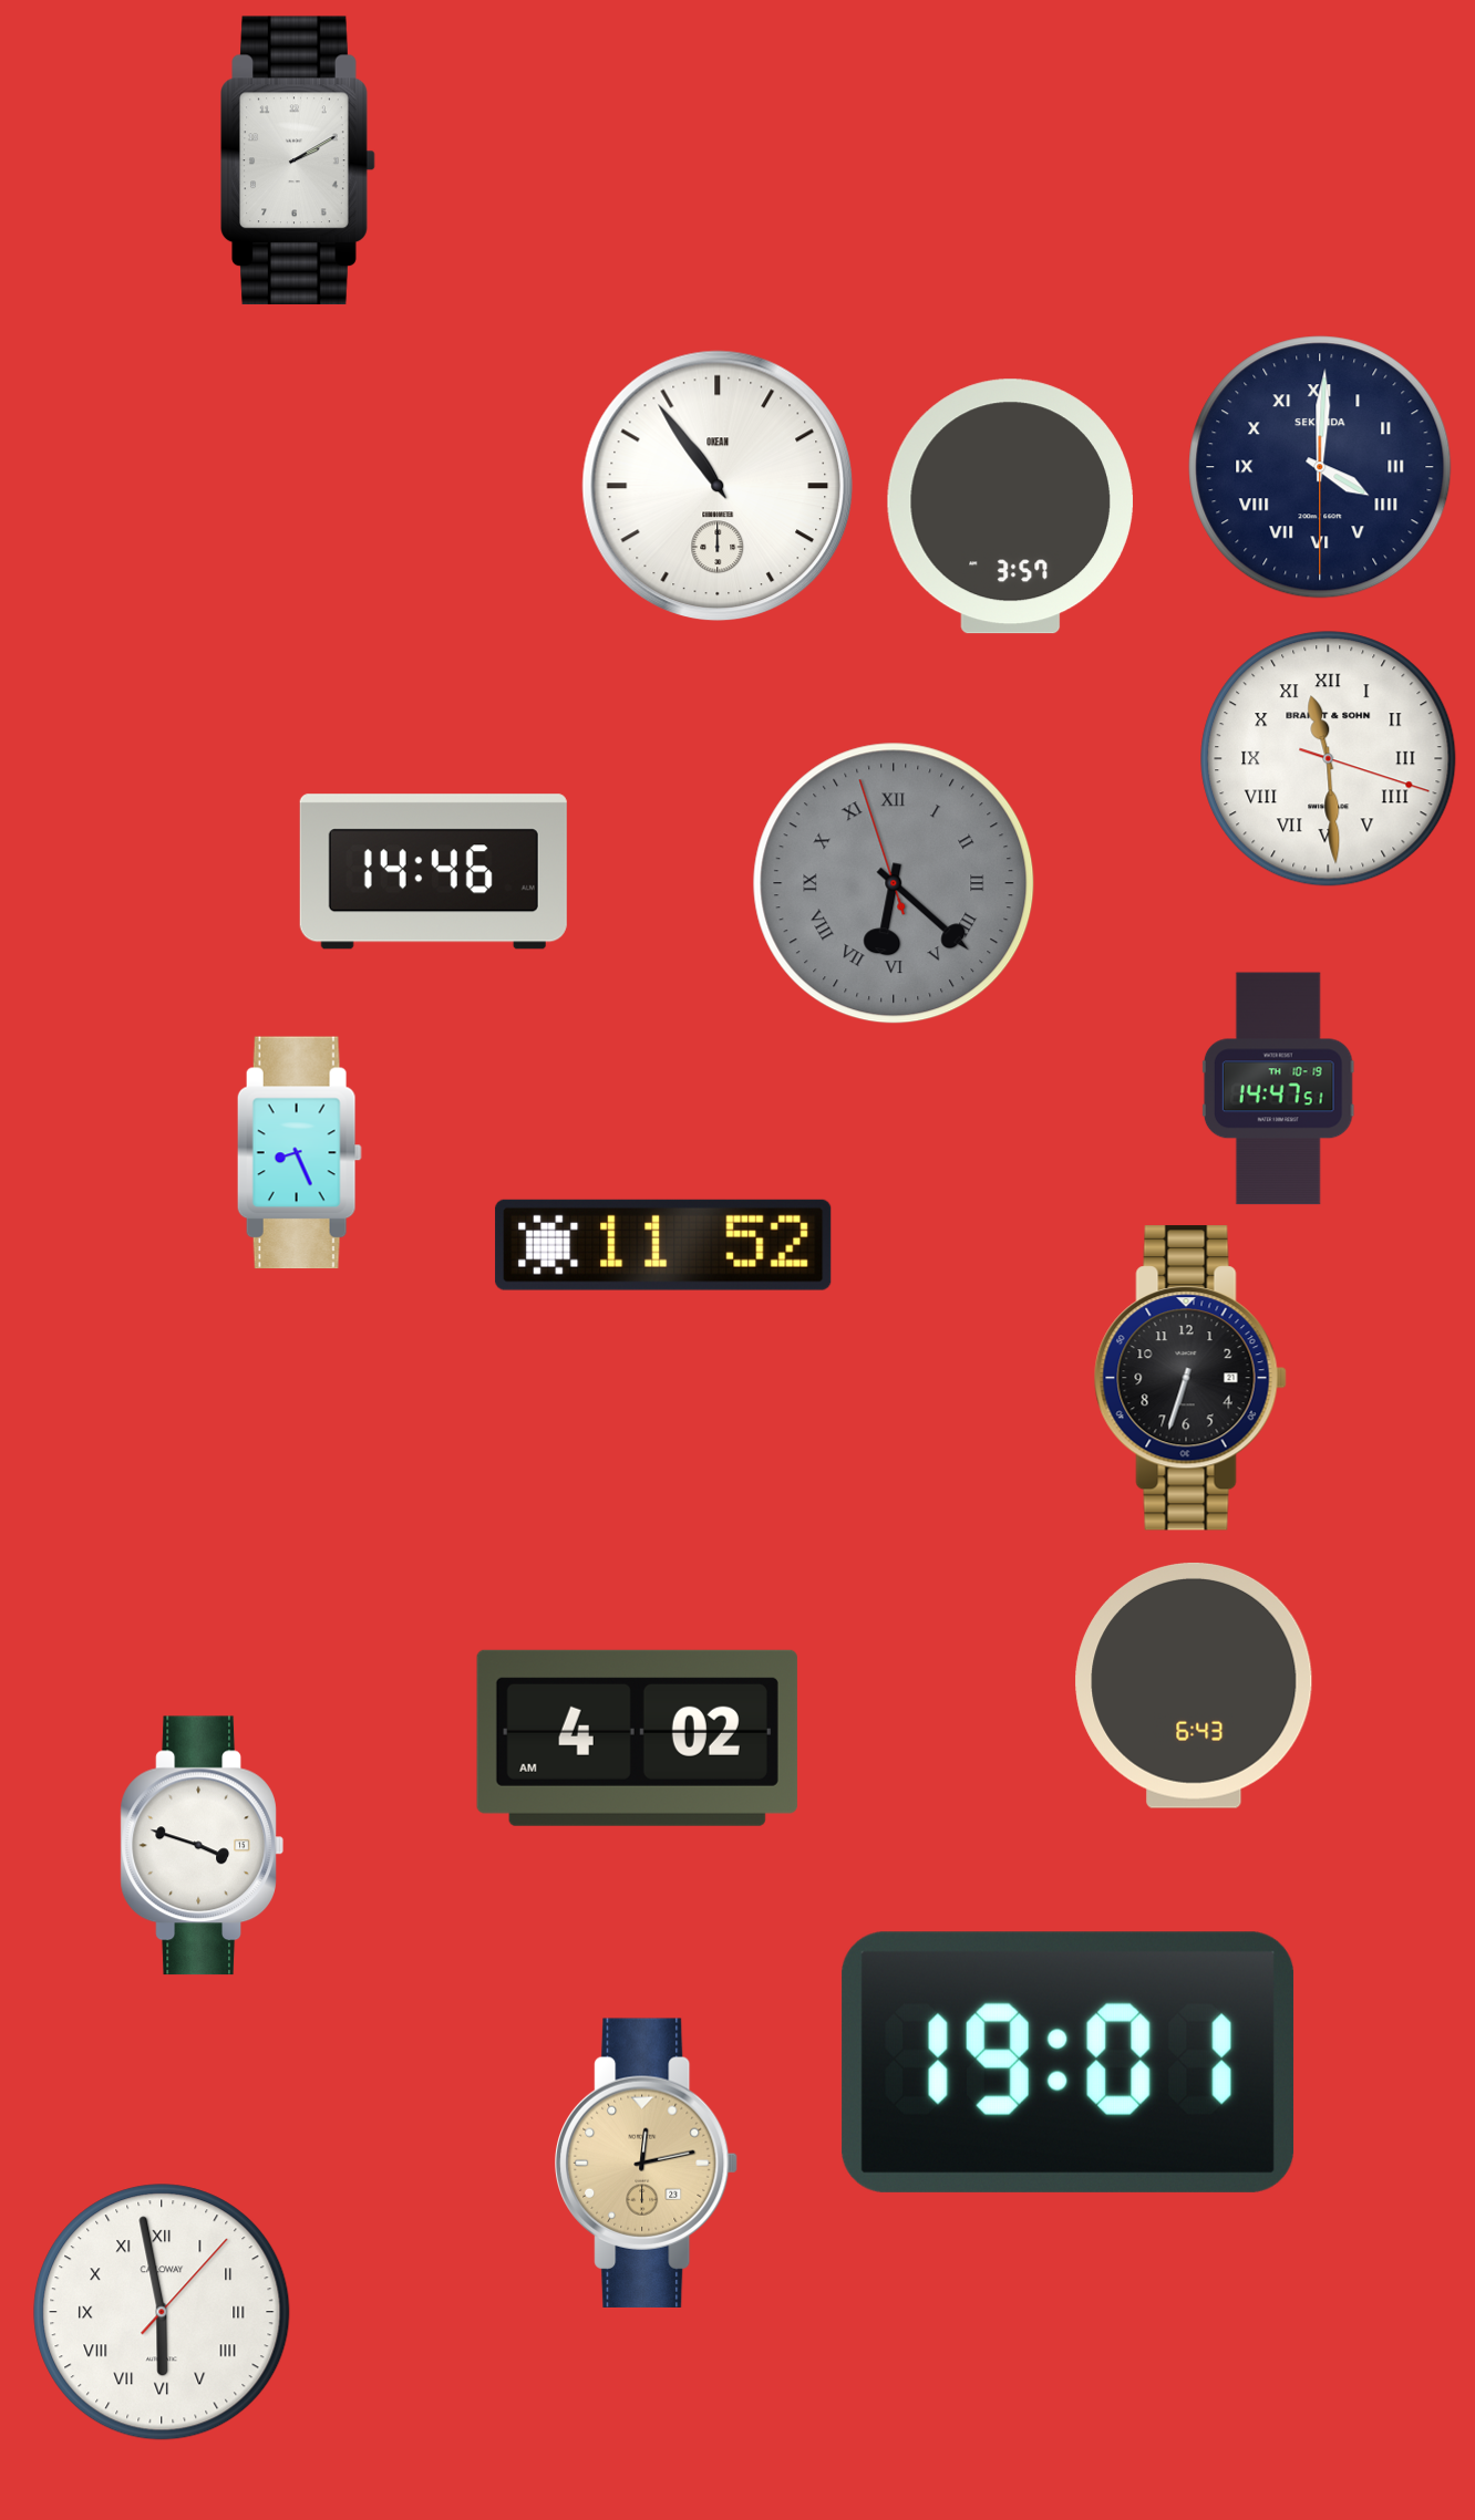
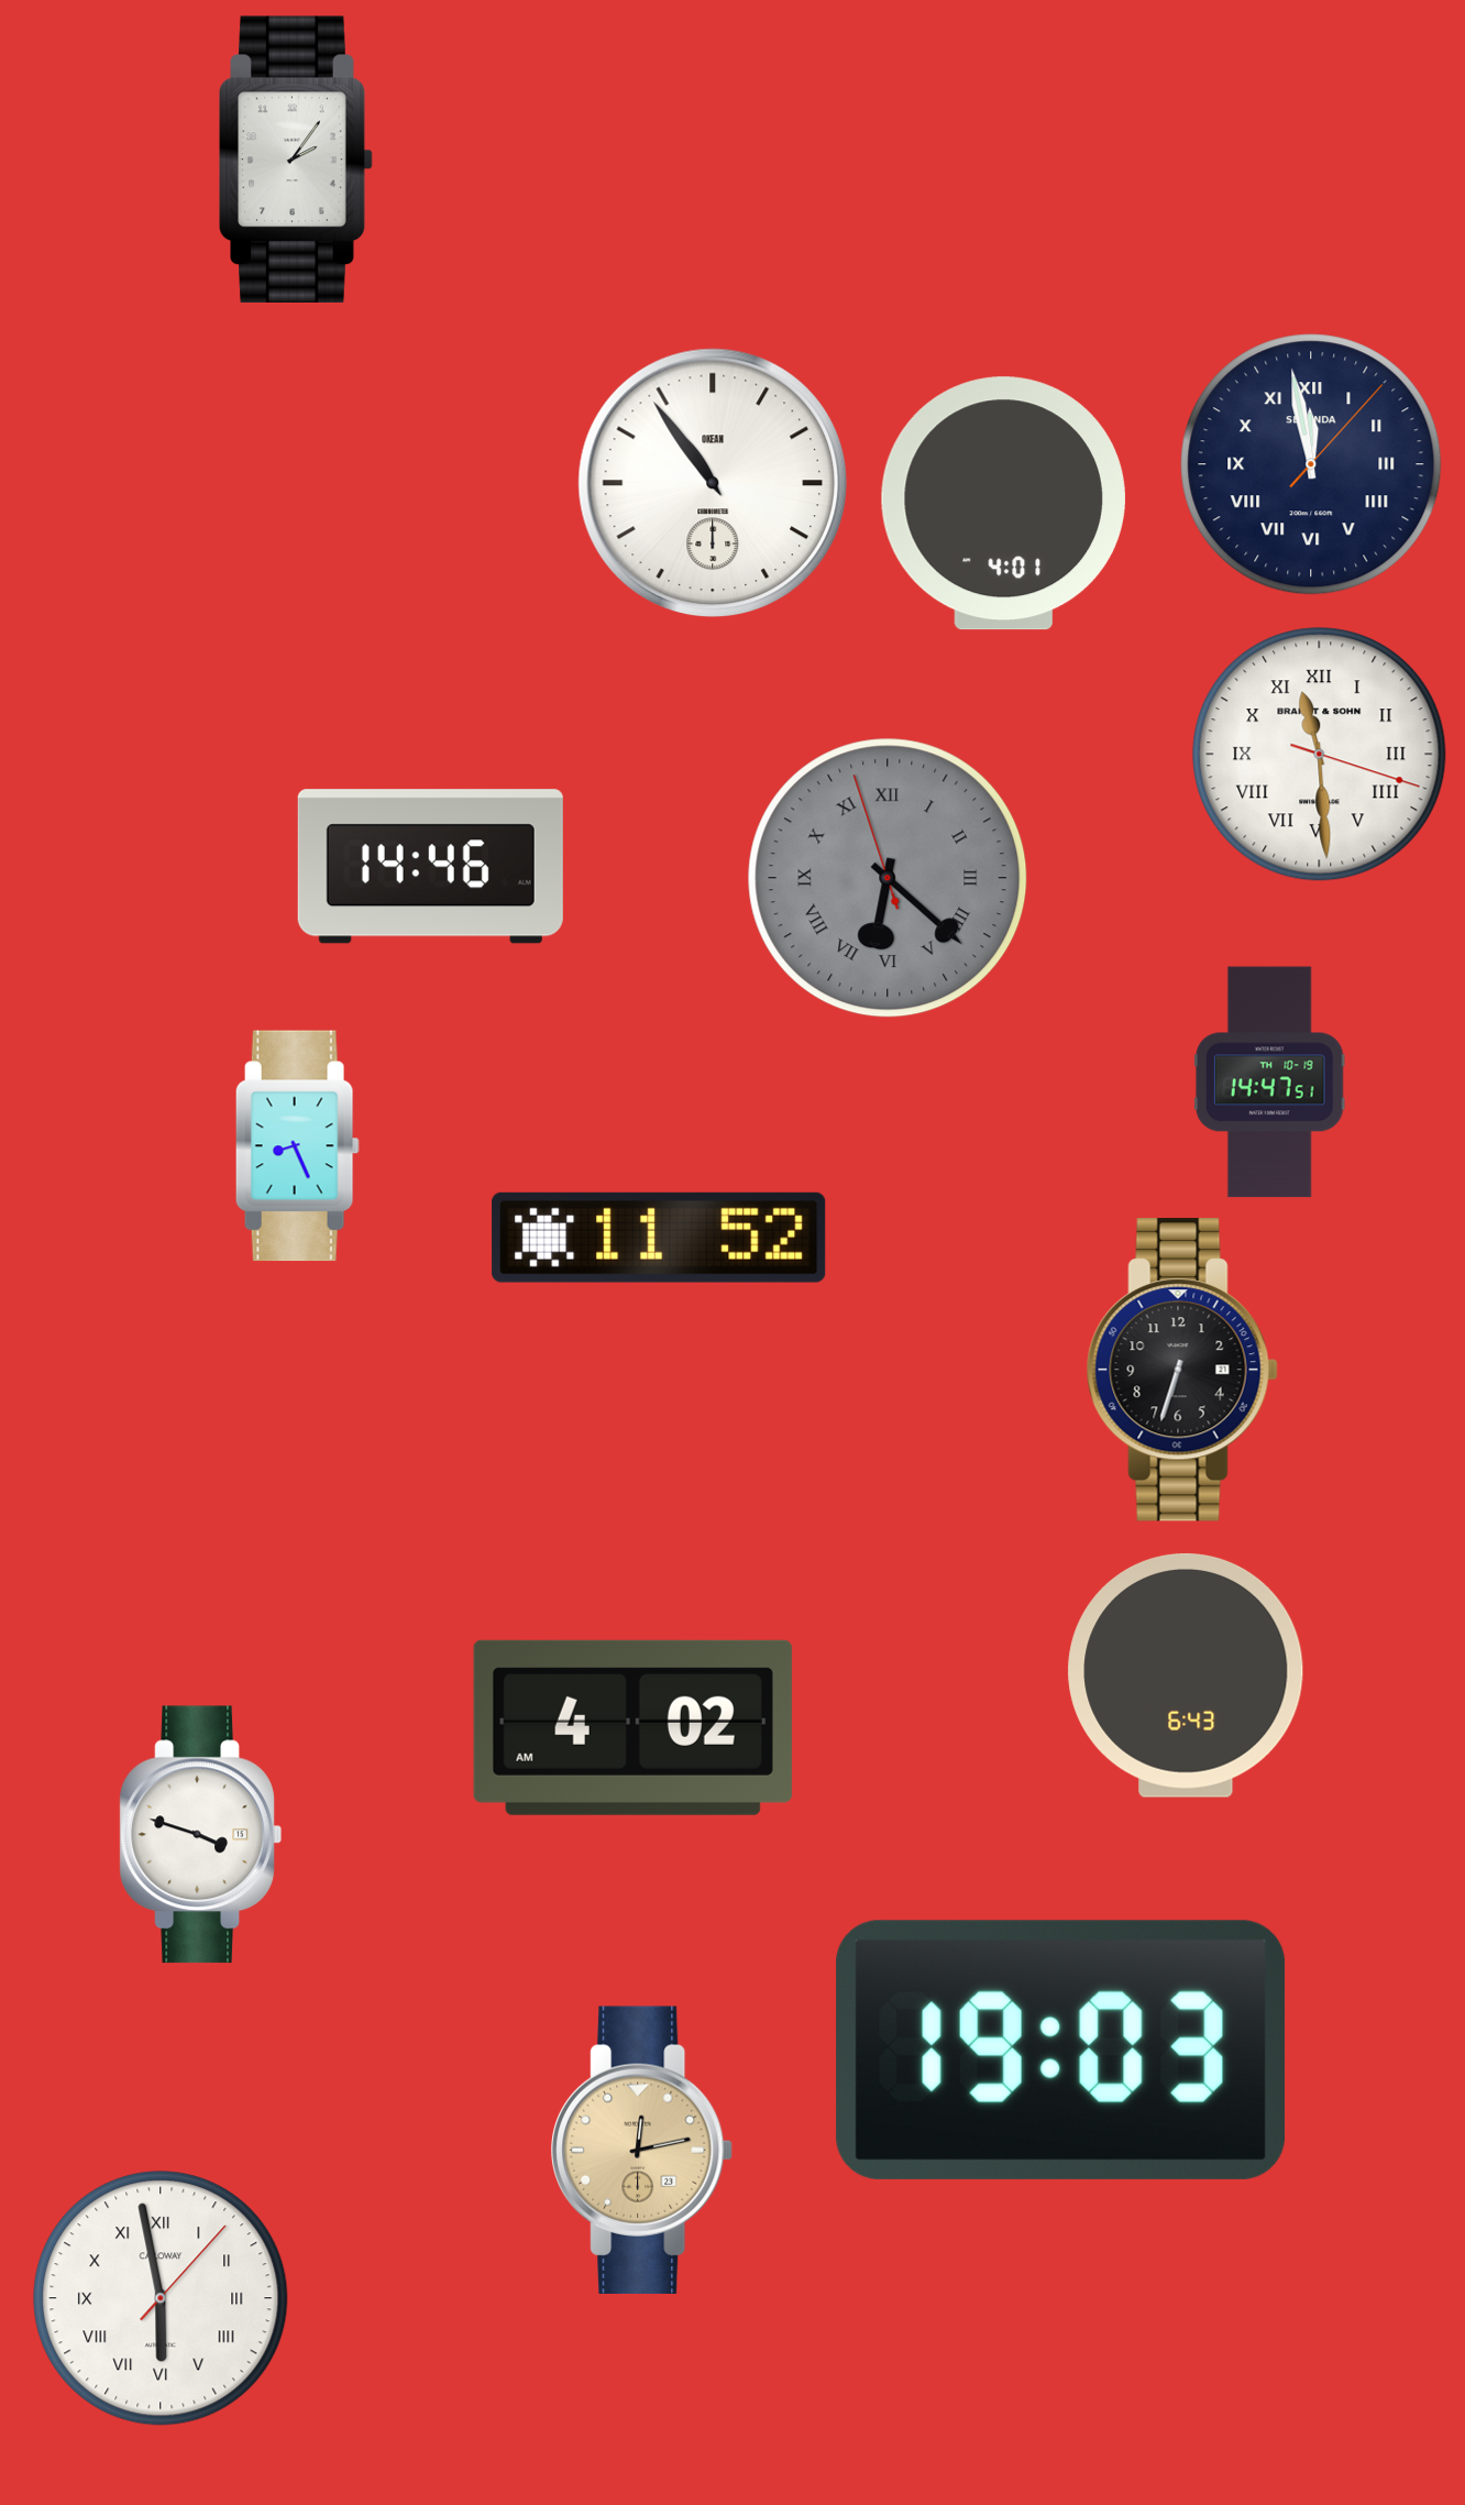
clock at (298, 159): 2:10 -> 2:06
clock at (1320, 467): 4:00 -> 11:58
clock at (1010, 507): 3:57 -> 4:01
clock at (1069, 2062): 19:01 -> 19:03
